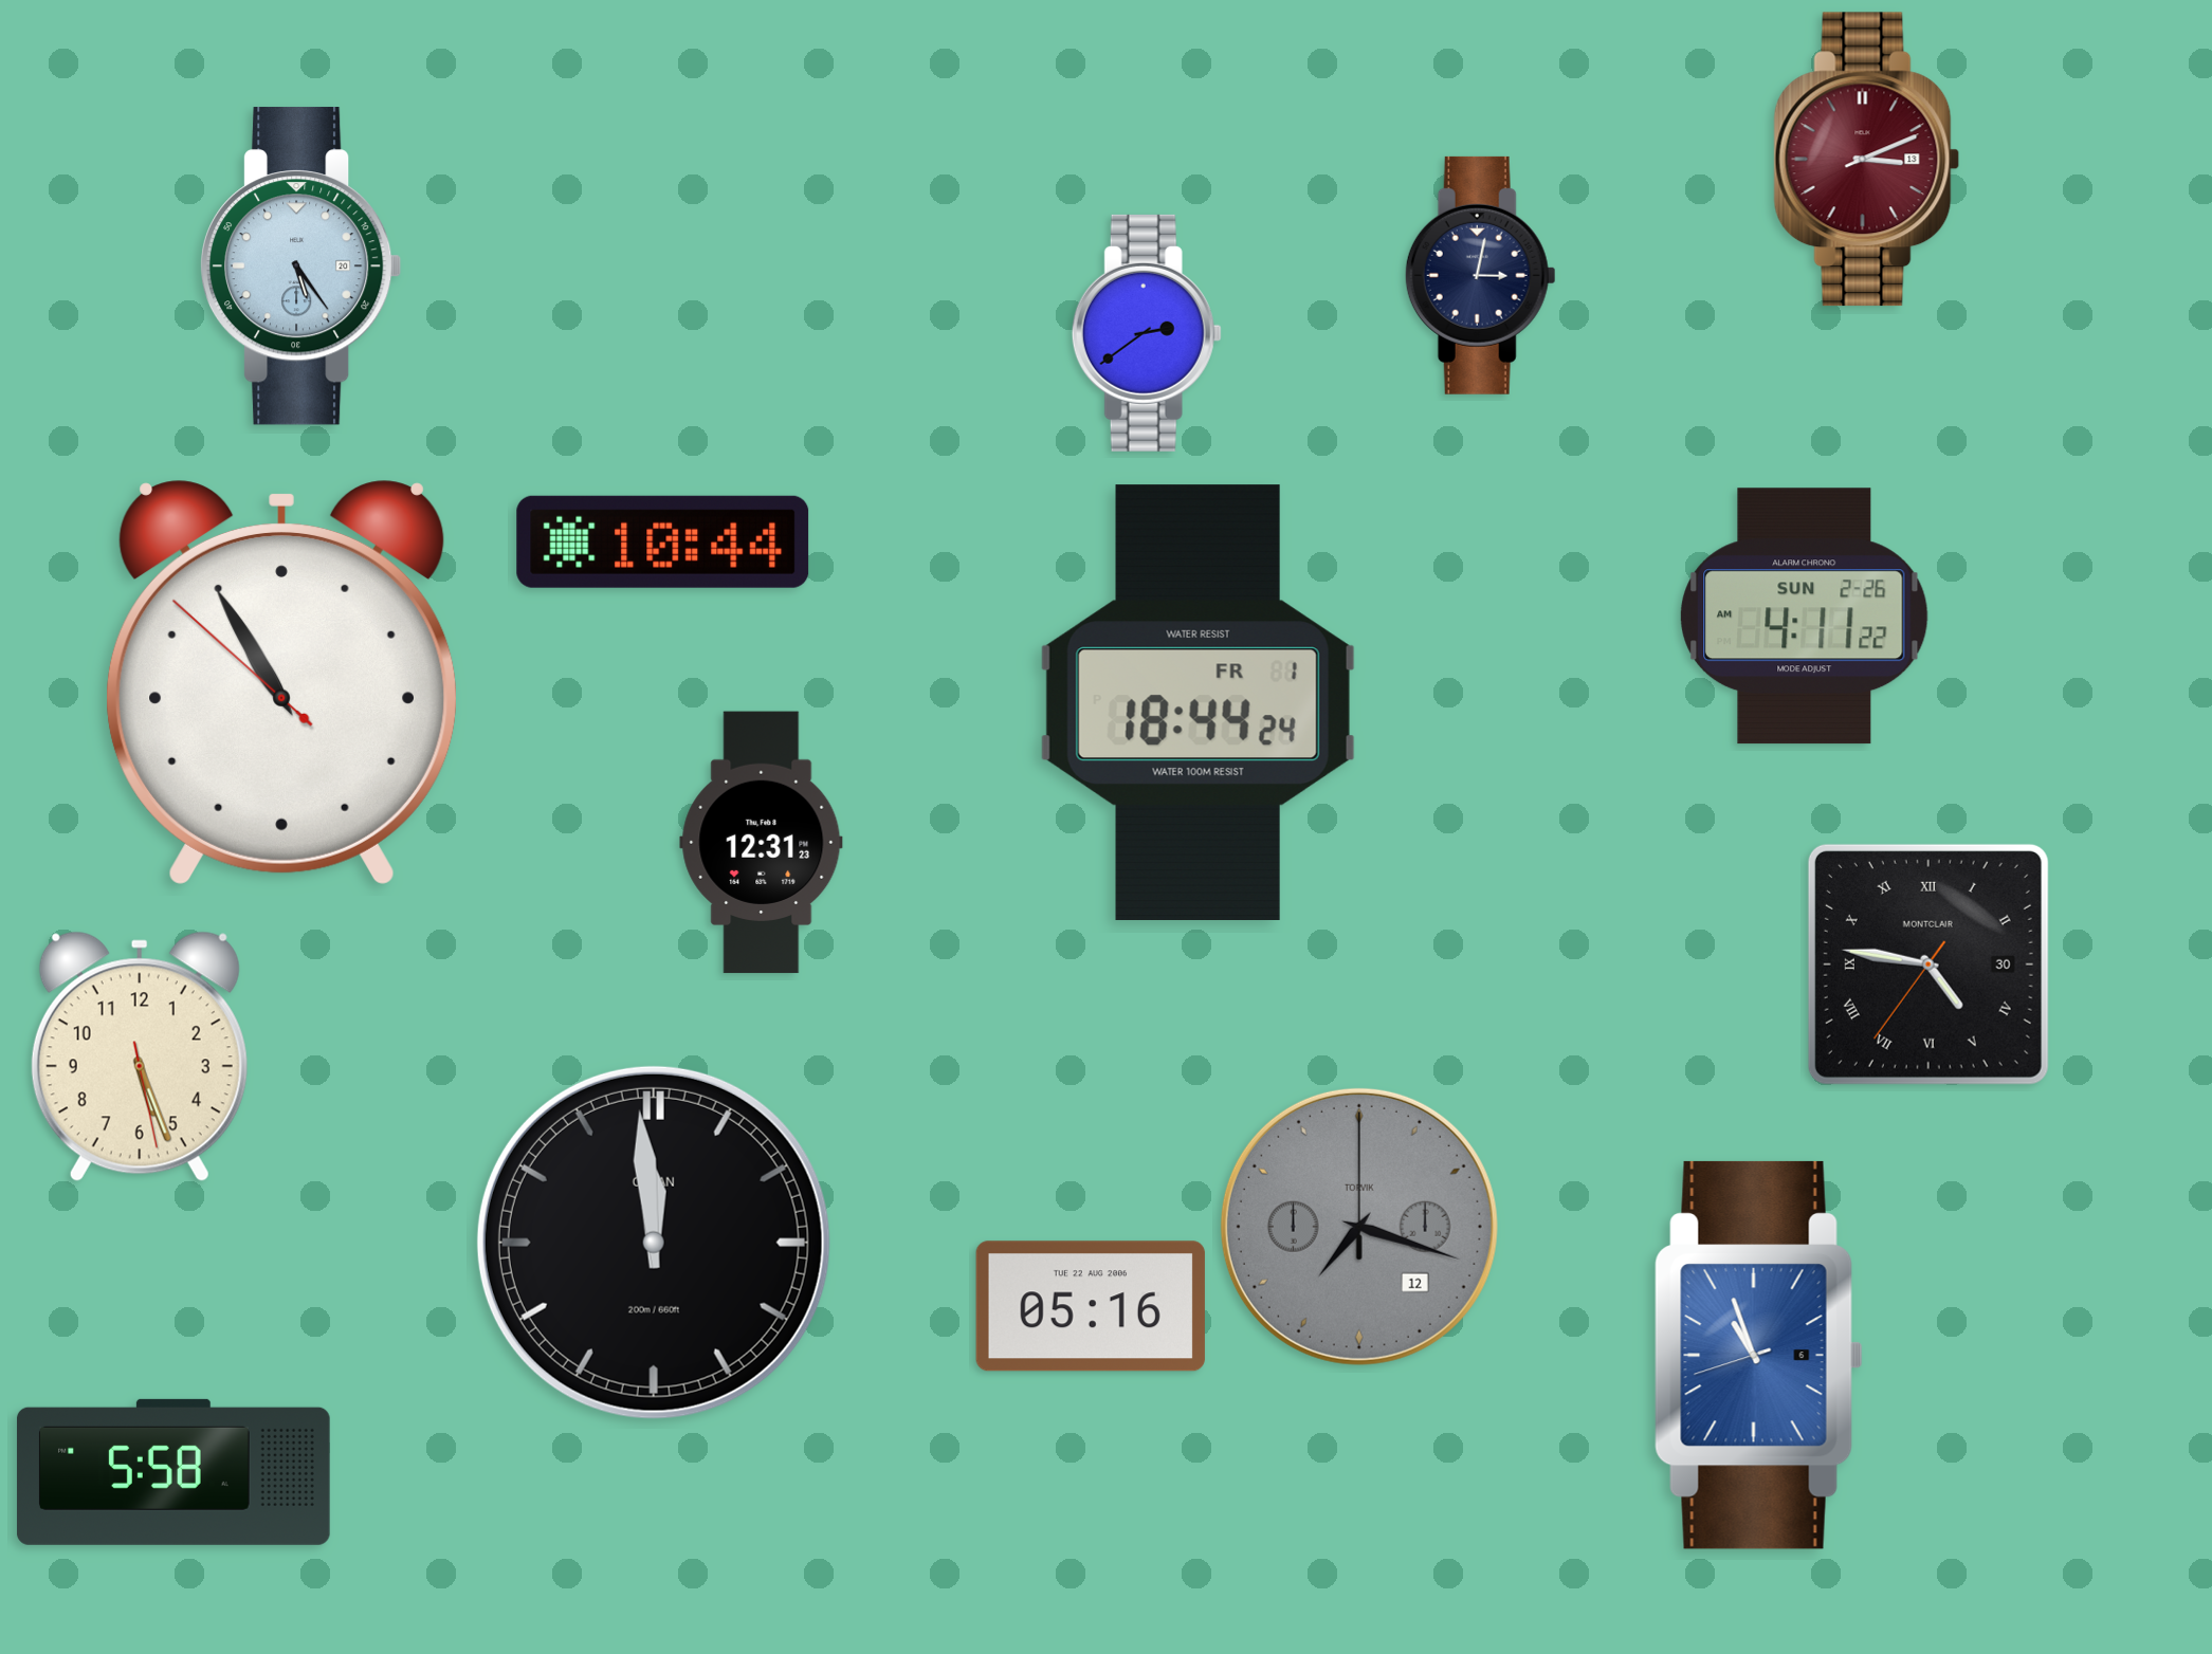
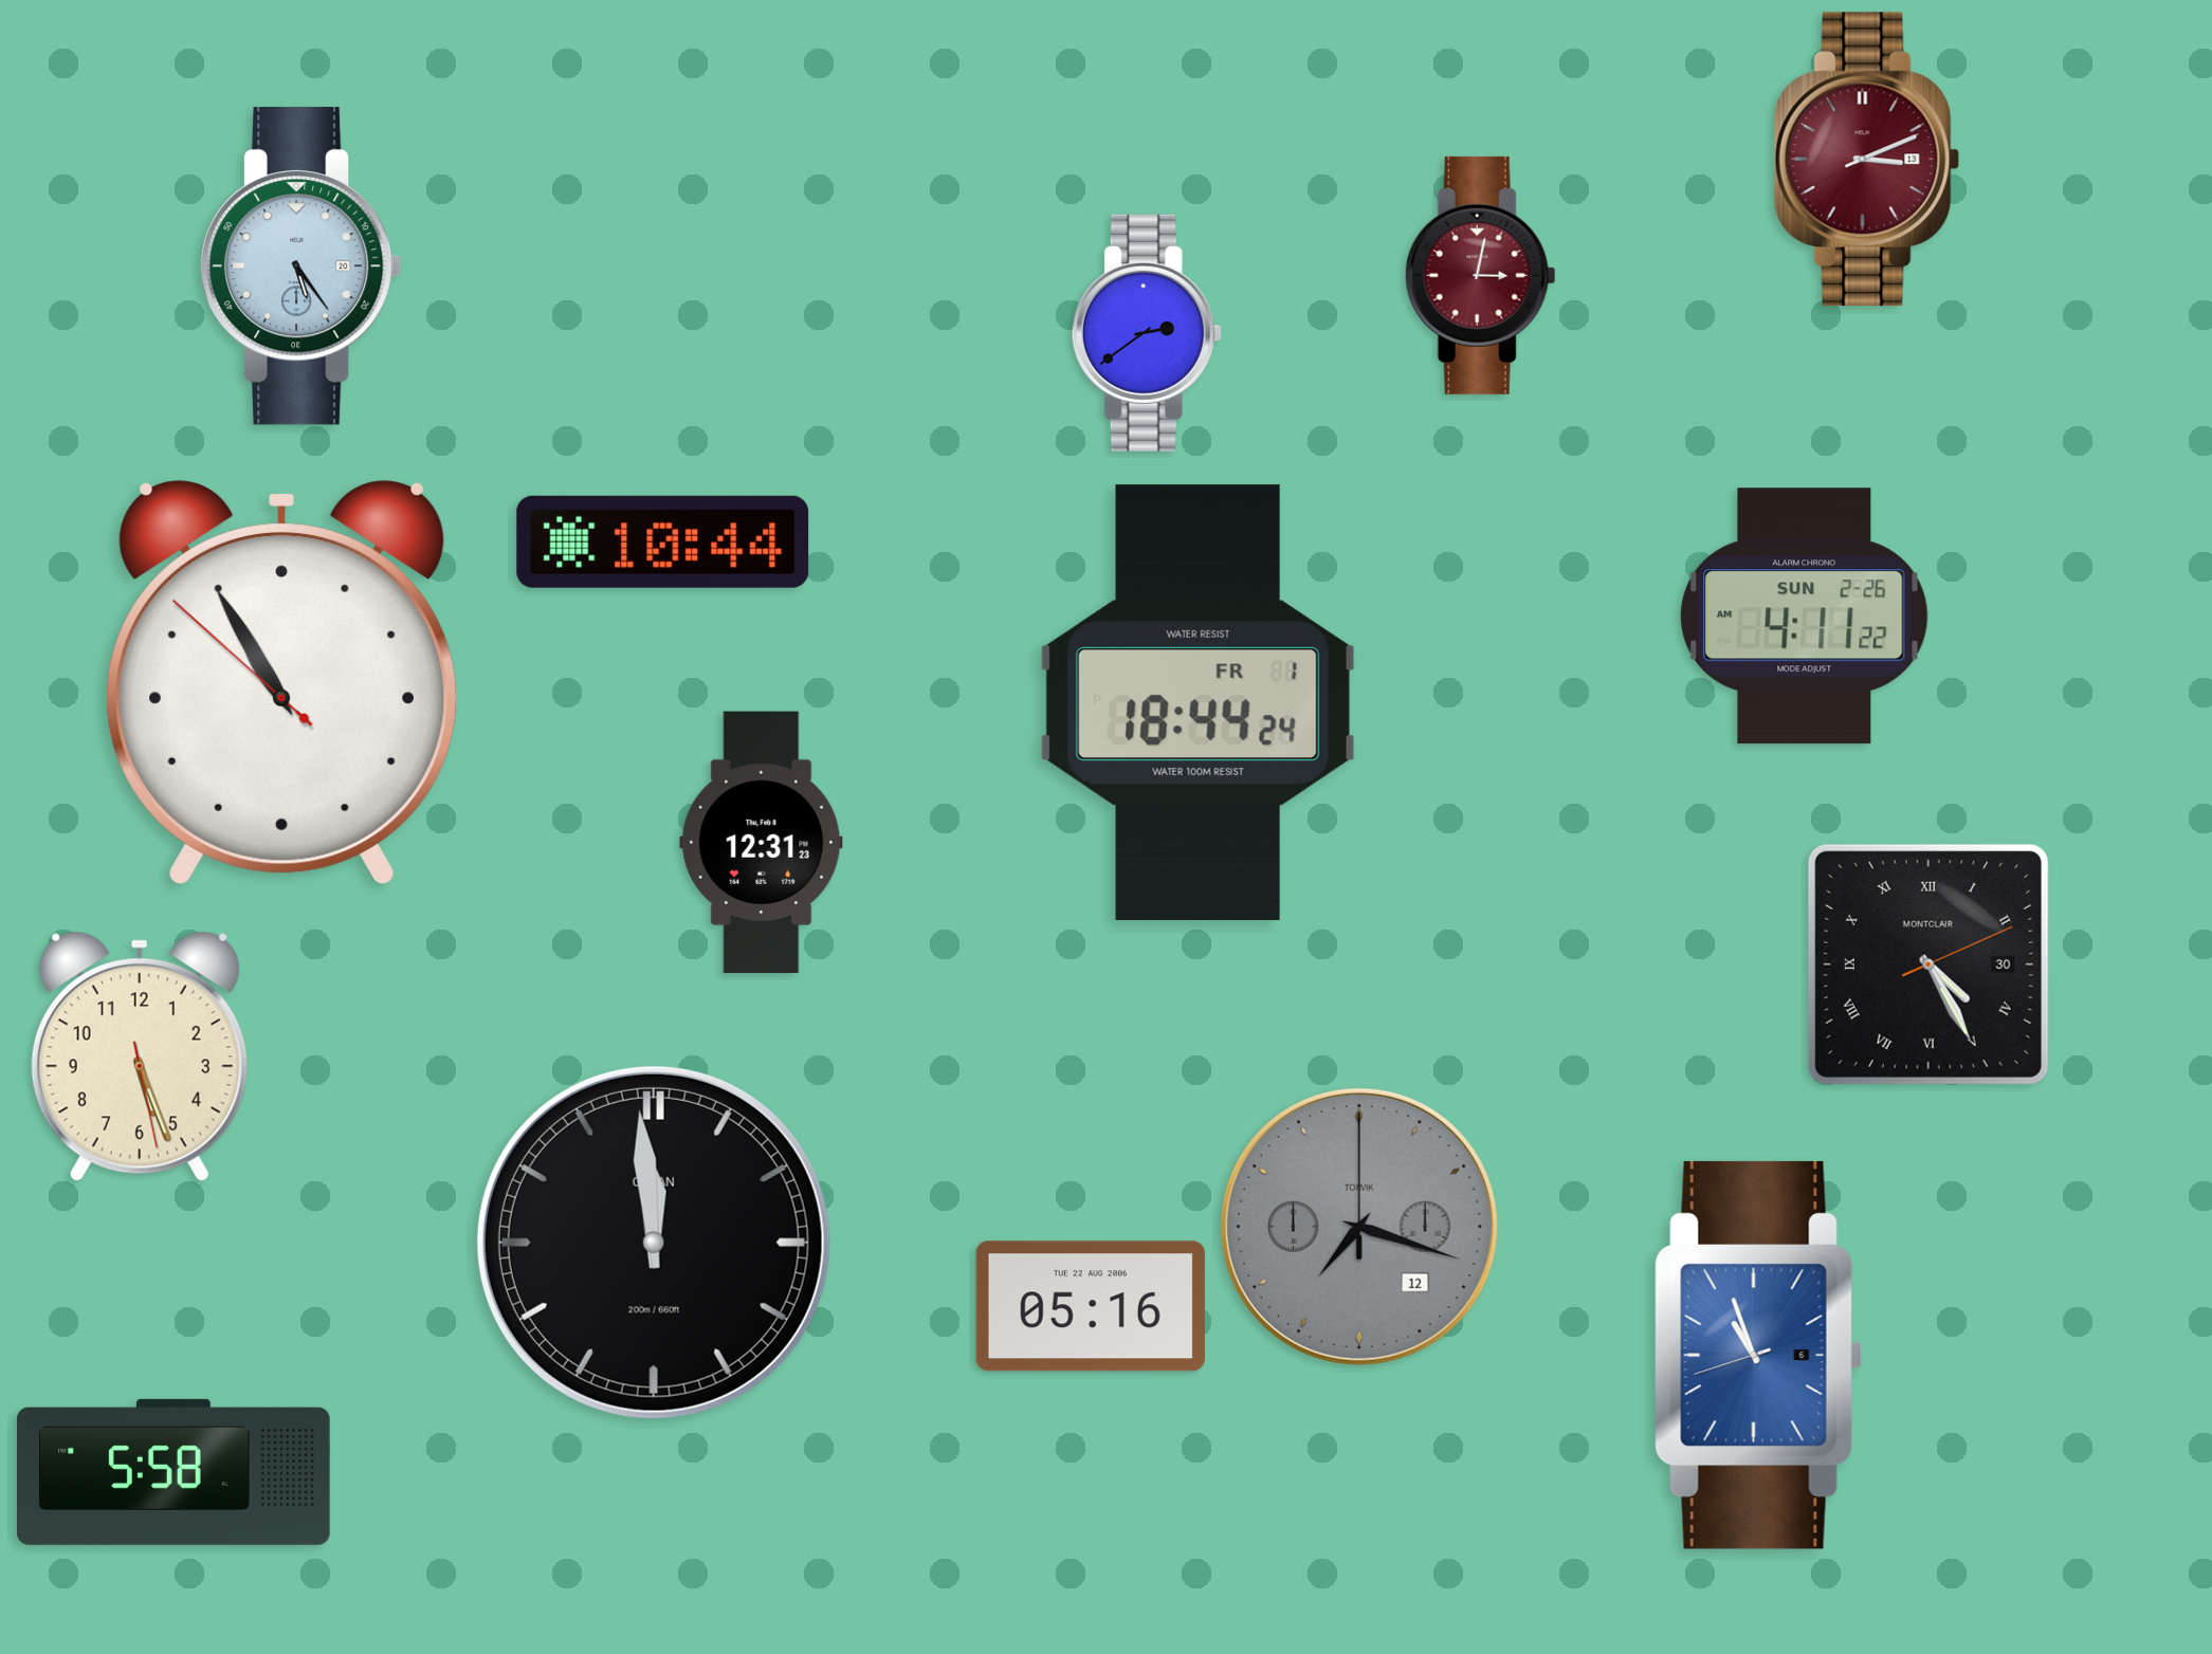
clock at (1480, 275) dial: navy -> burgundy
clock at (1928, 964): 4:46 -> 4:25
